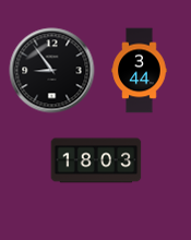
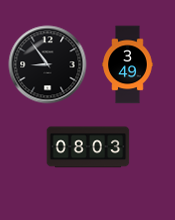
clock at (140, 70): 3:44 -> 3:49
clock at (96, 160): 18:03 -> 08:03
